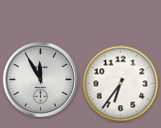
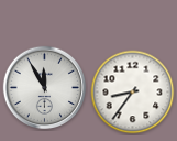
clock at (121, 84): 6:36 -> 8:36
